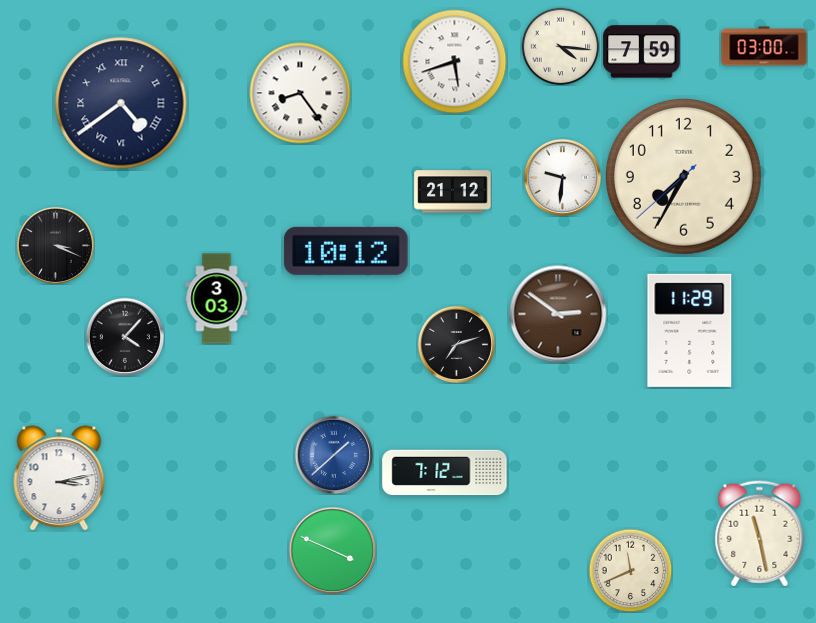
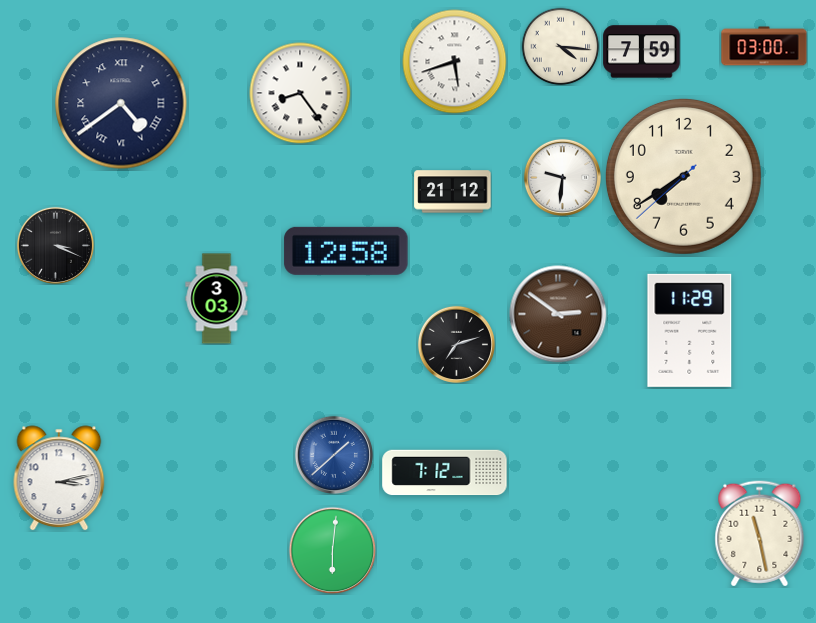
clock at (683, 176): 7:34 -> 7:39
clock at (346, 251): 10:12 -> 12:58
clock at (125, 337): 4:07 -> none
clock at (332, 550): 3:49 -> 6:01
clock at (630, 570): 11:41 -> none
